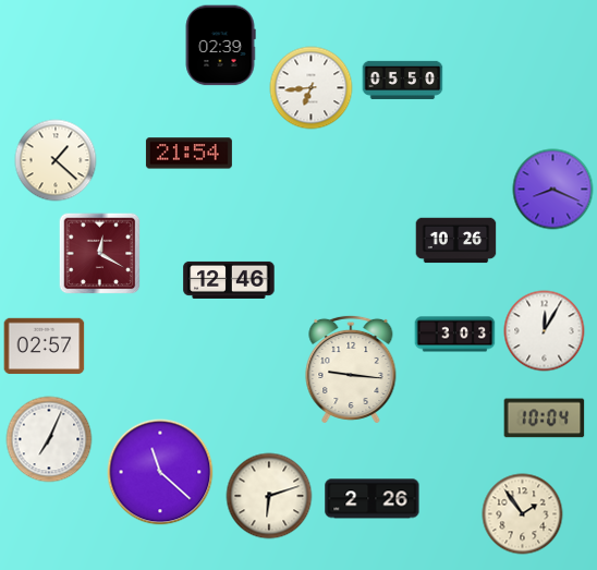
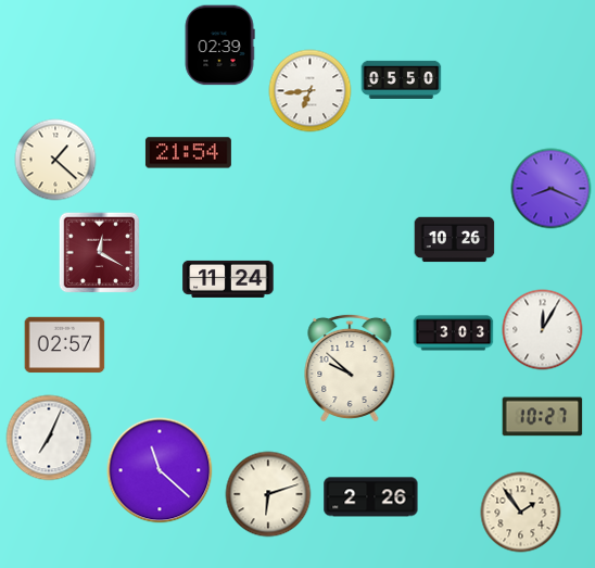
clock at (312, 88) position: (312, 88) -> (311, 91)
clock at (229, 280): 12:46 -> 11:24
clock at (45, 347) position: (45, 347) -> (65, 345)
clock at (351, 369): 9:16 -> 9:52
clock at (545, 419): 10:04 -> 10:27
